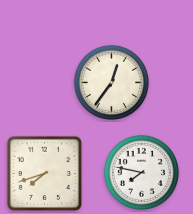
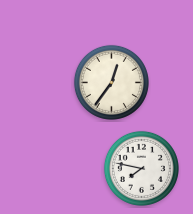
clock at (141, 172) position: (141, 172) -> (141, 168)
clock at (44, 173): 7:42 -> none
